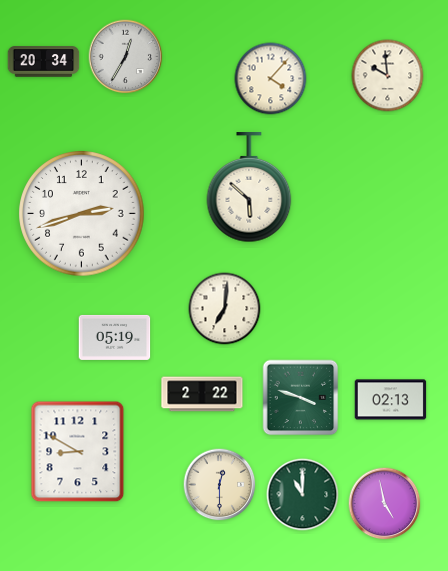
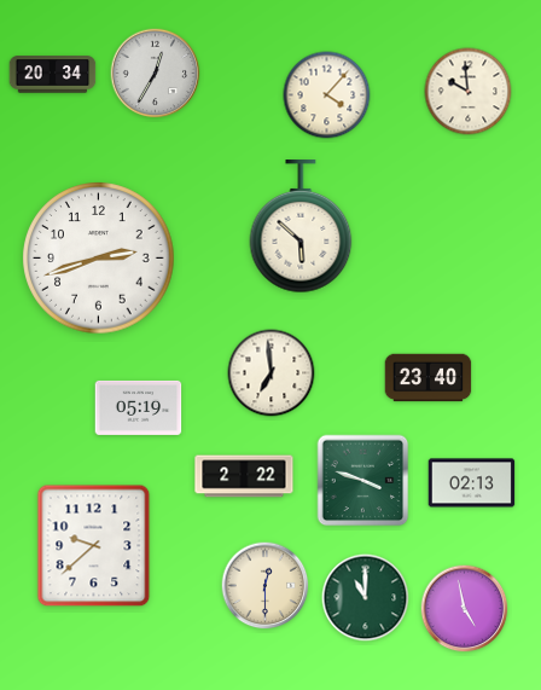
clock at (126, 57) position: (126, 57) -> (156, 74)
clock at (225, 309): 7:01 -> 6:59
clock at (429, 378): none -> 23:40
clock at (78, 452): 8:50 -> 9:38
